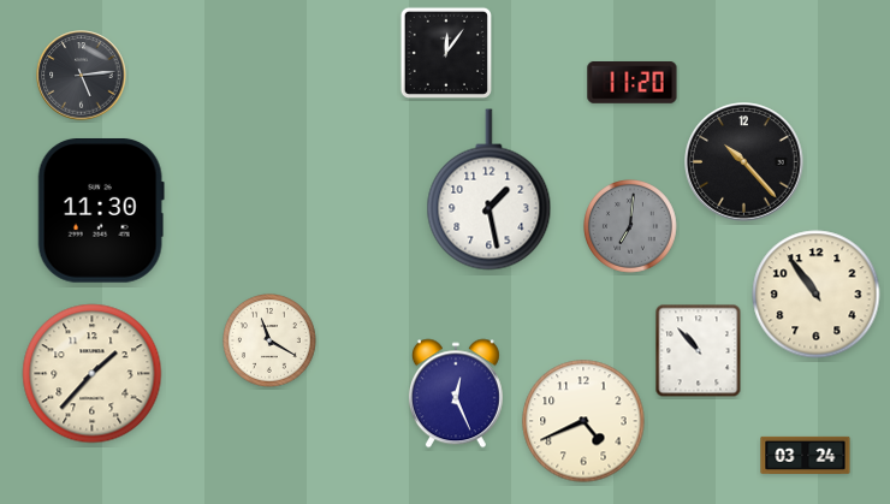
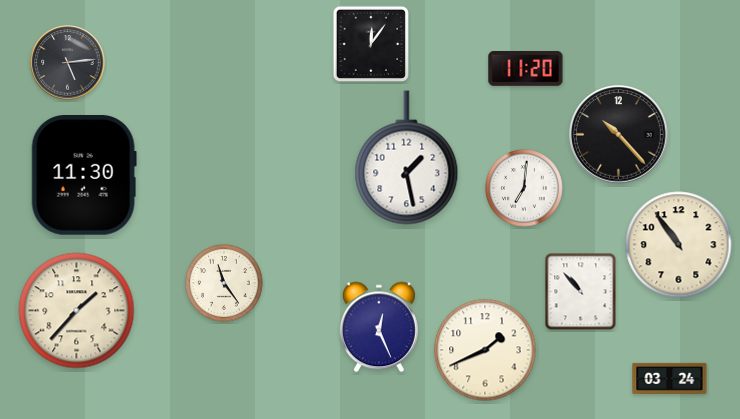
clock at (631, 227) dial: grey -> white
clock at (271, 342): 11:20 -> 11:24
clock at (583, 421): 4:41 -> 1:41
